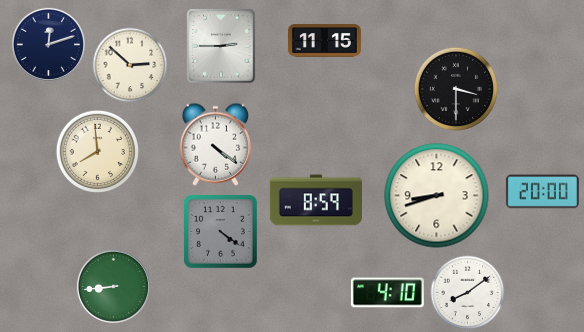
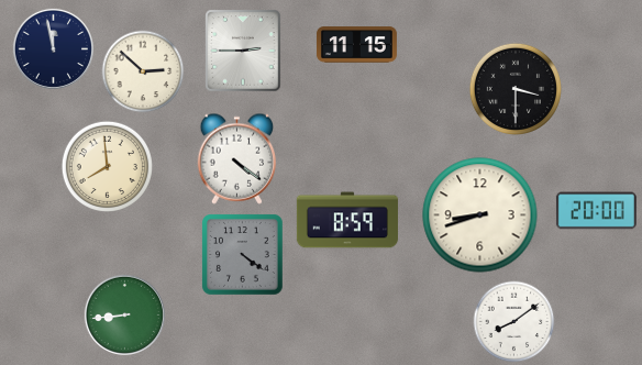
clock at (48, 44): 12:12 -> 11:58
clock at (456, 89) position: (456, 89) -> (516, 89)
clock at (387, 293): 4:10 -> none
